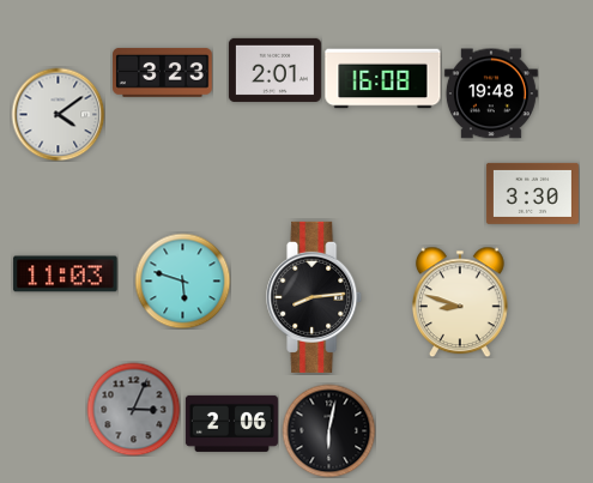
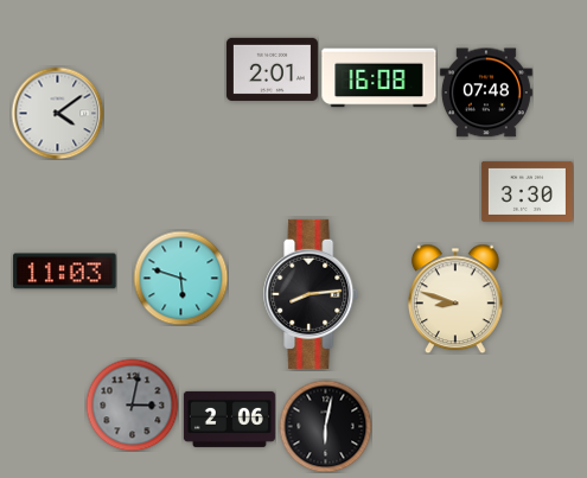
clock at (163, 72): 3:23 -> none
clock at (491, 93): 19:48 -> 07:48
clock at (133, 409): 3:04 -> 3:02
